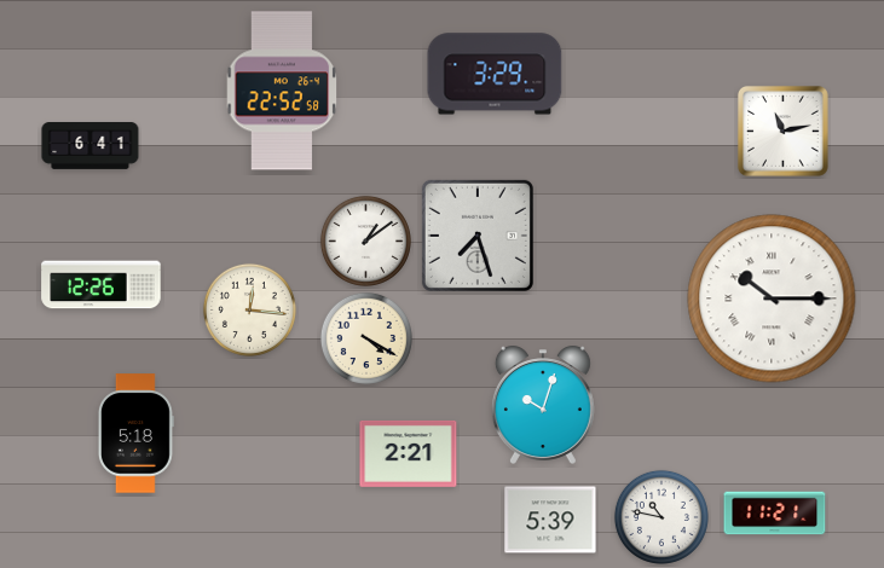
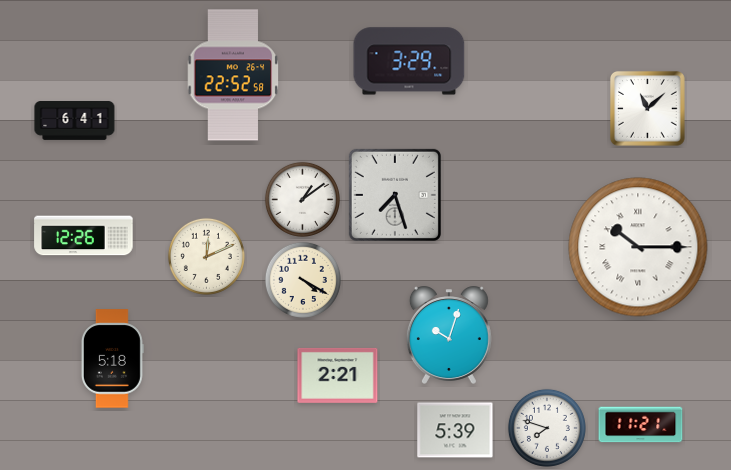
clock at (782, 131): 11:13 -> 11:08
clock at (249, 309): 12:16 -> 12:11
clock at (661, 517): 10:47 -> 7:48
